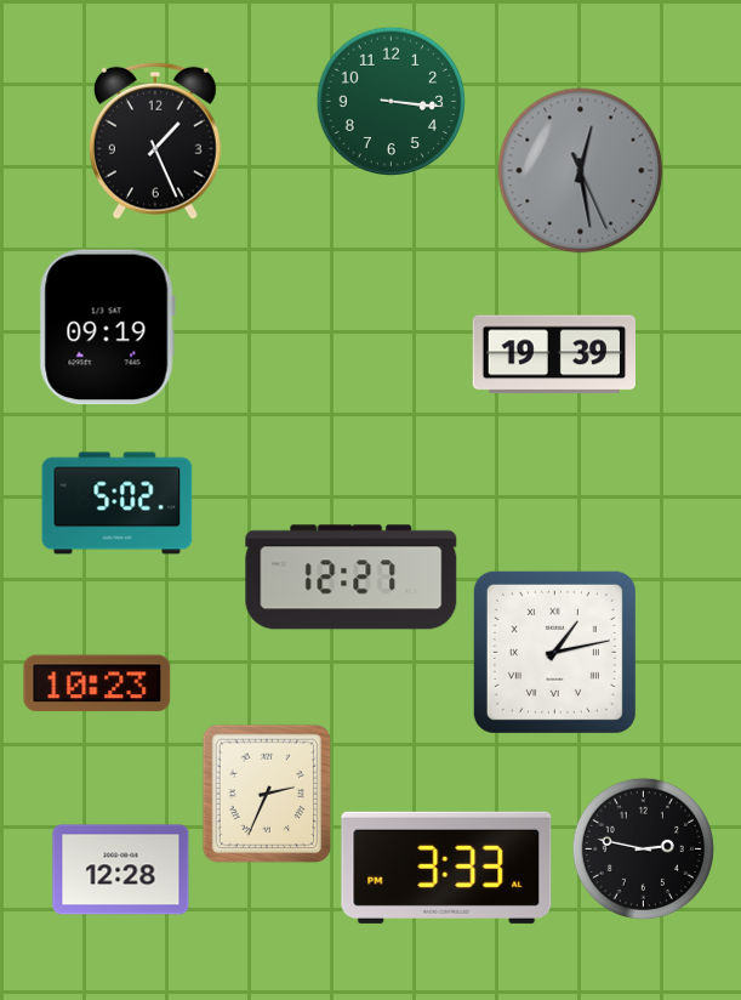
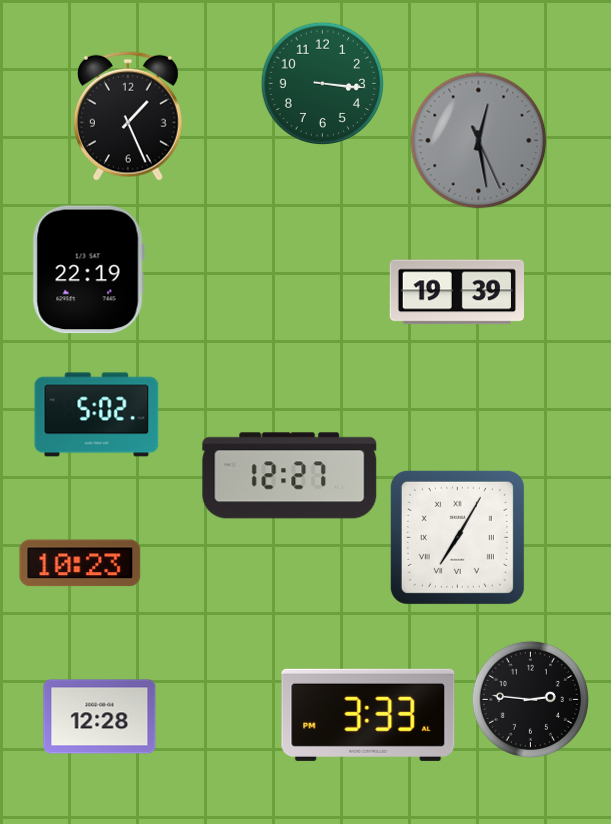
clock at (107, 328): 09:19 -> 22:19
clock at (554, 652): 1:13 -> 7:05
clock at (267, 794): 2:34 -> none
clock at (643, 848): 2:47 -> 2:46
